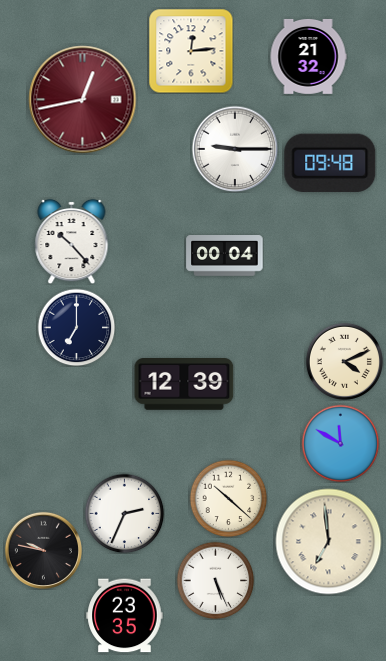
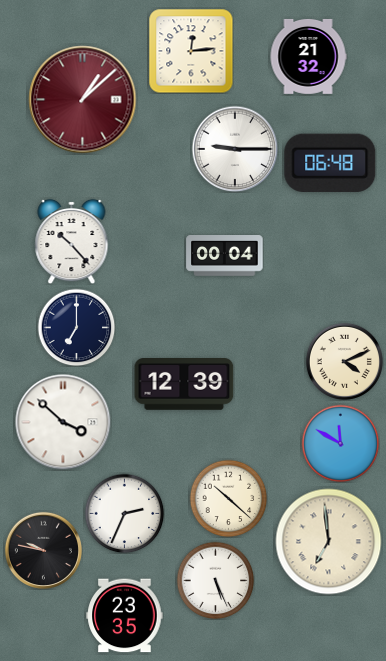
clock at (83, 100): 12:43 -> 1:08
clock at (330, 163): 09:48 -> 06:48
clock at (63, 422): none -> 3:52
